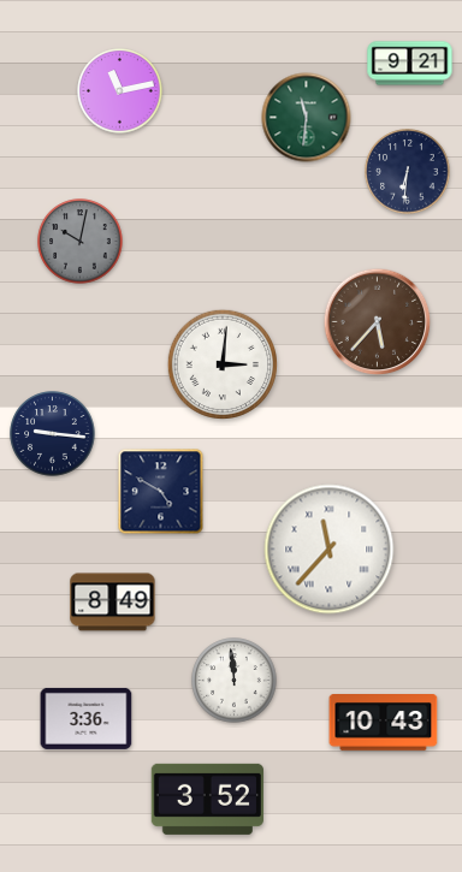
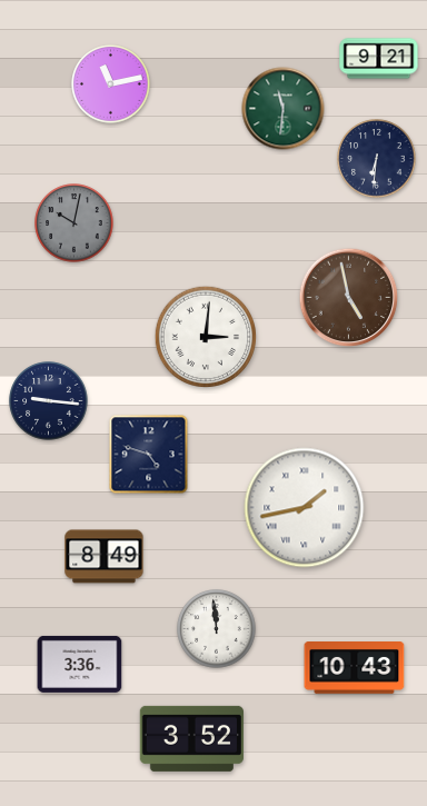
clock at (378, 322): 5:37 -> 4:58
clock at (161, 492): 4:50 -> 4:48
clock at (330, 550): 11:37 -> 1:43
